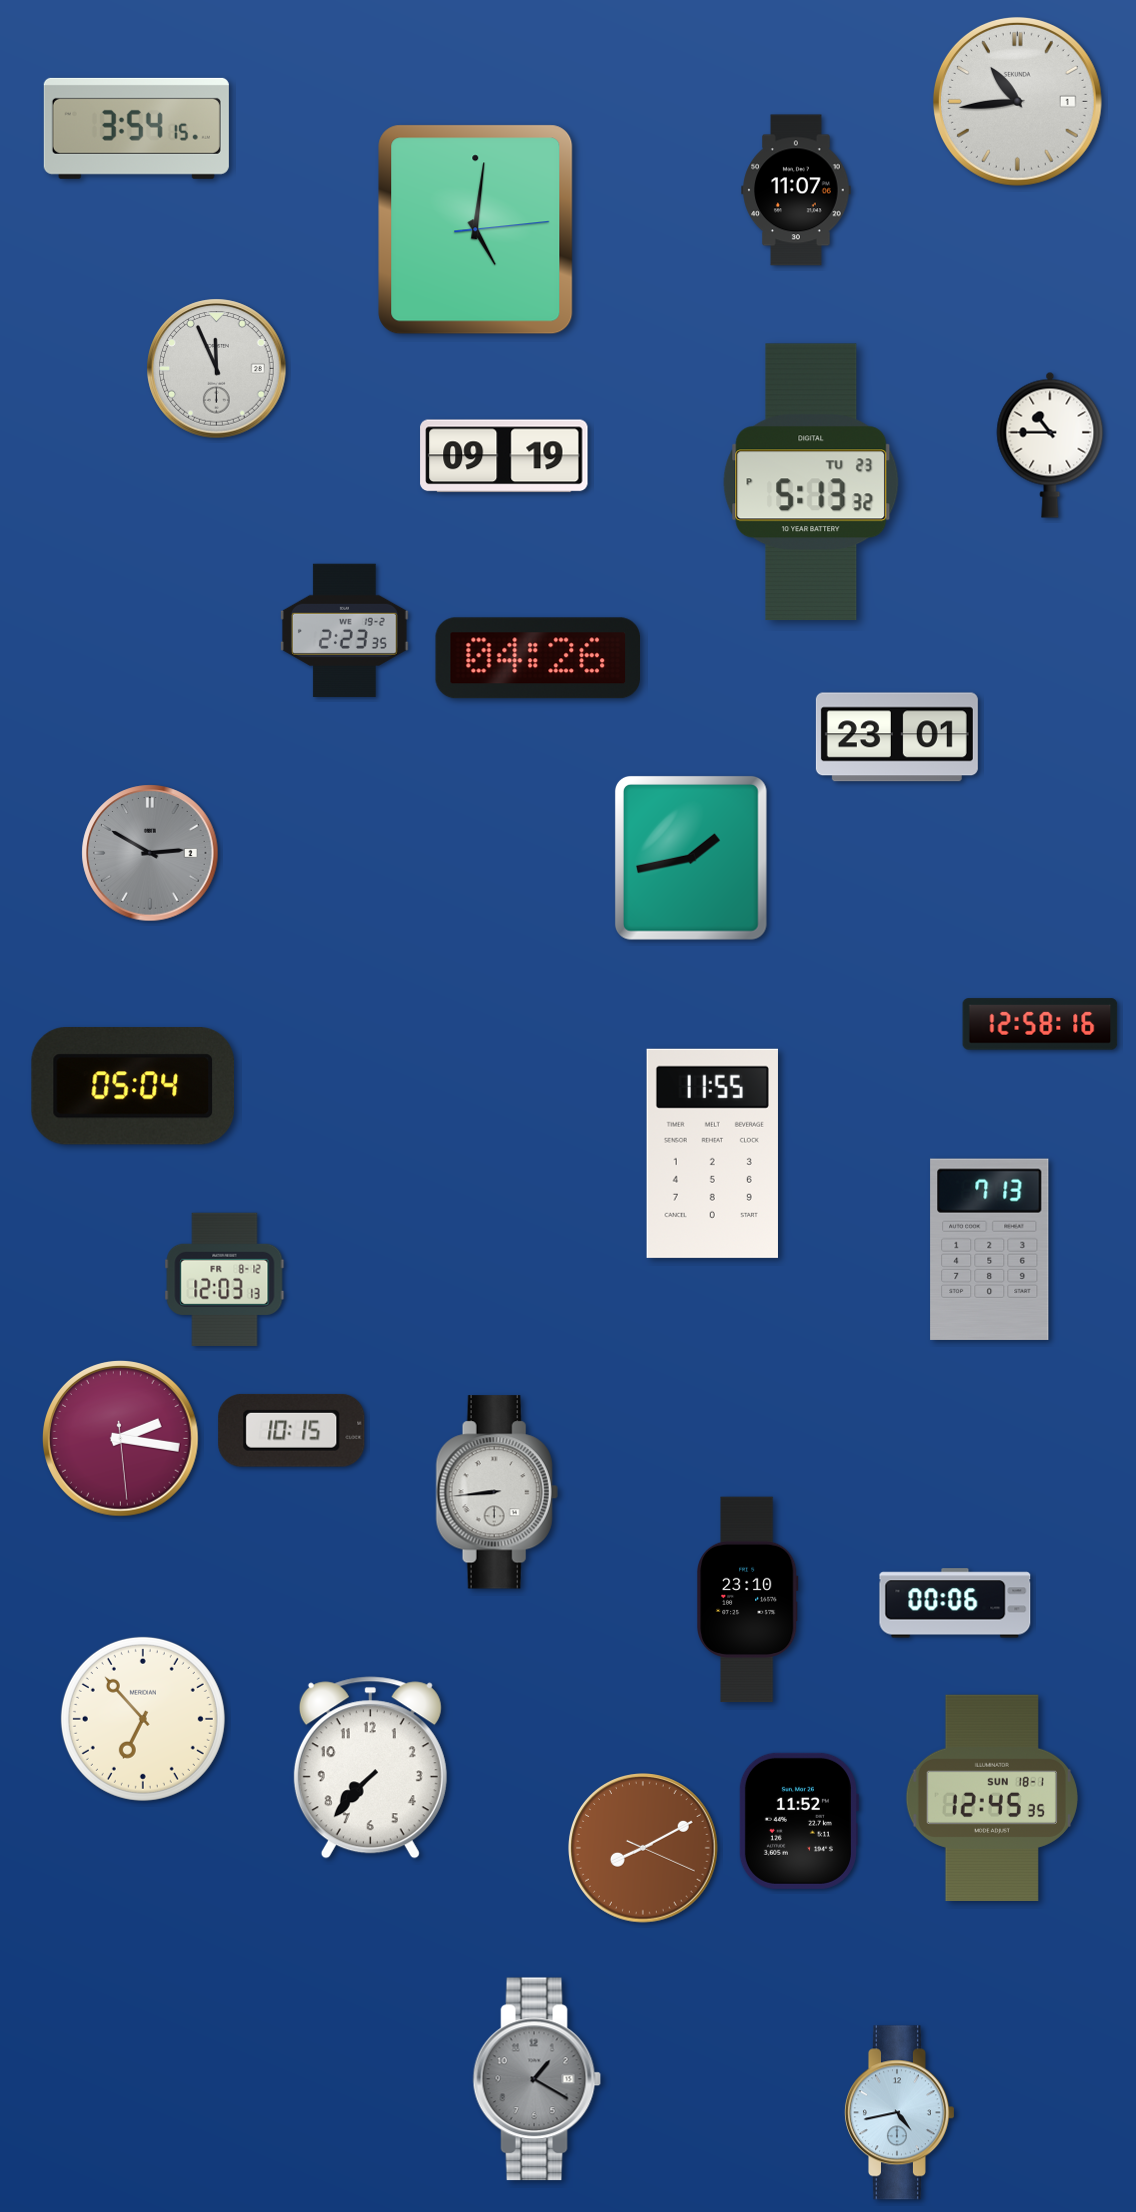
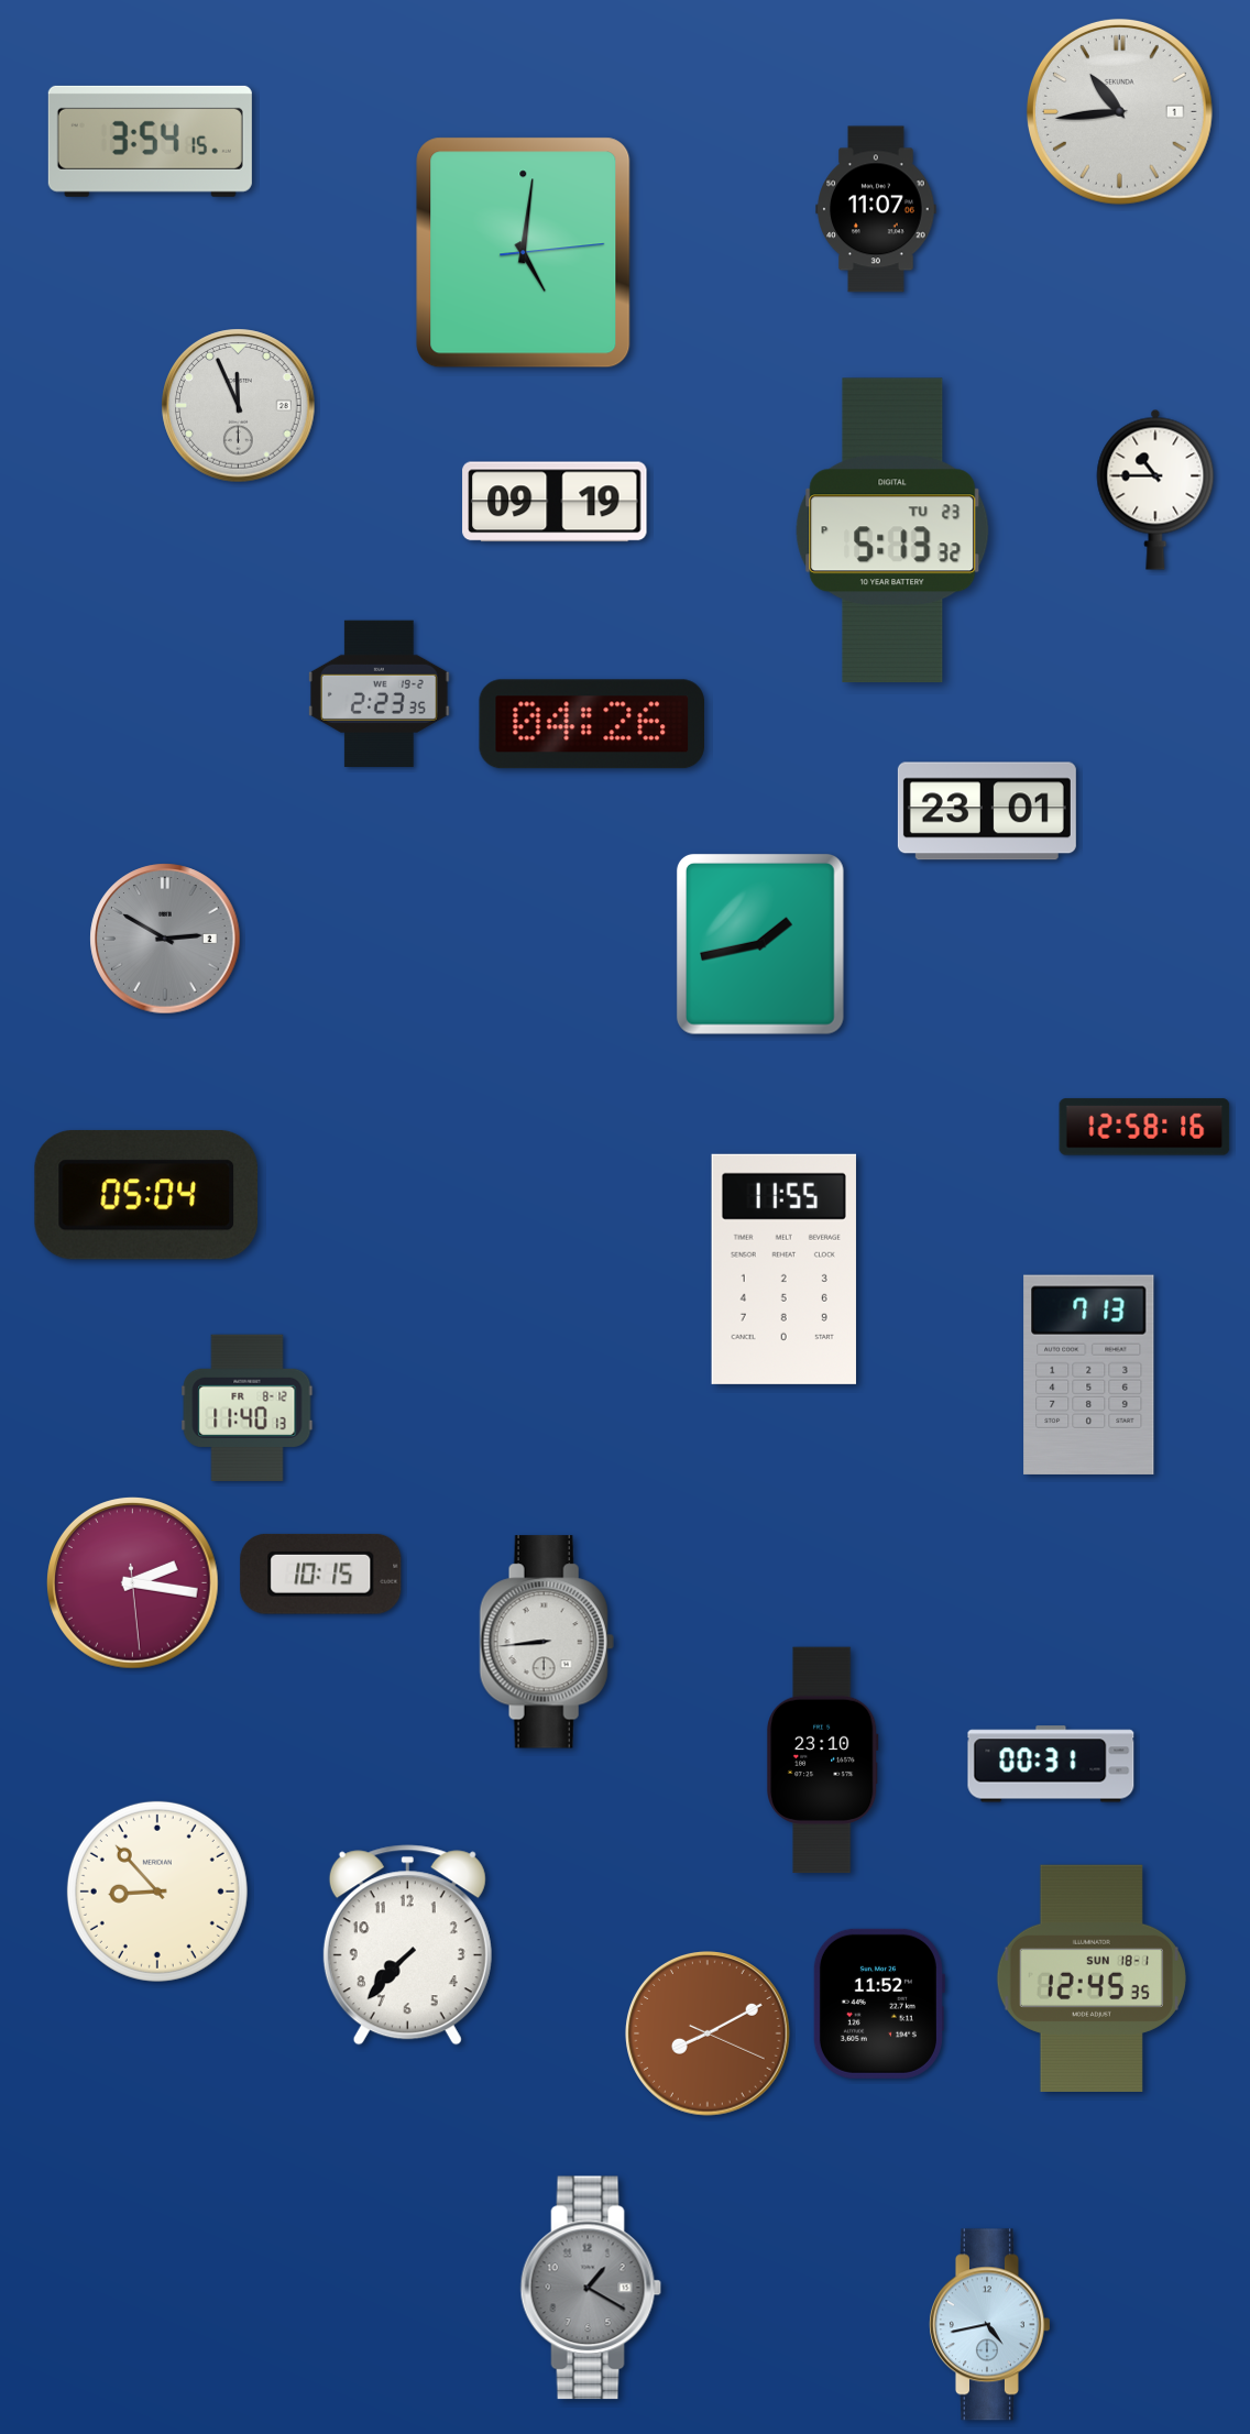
clock at (225, 1279): 12:03 -> 11:40
clock at (955, 1603): 00:06 -> 00:31
clock at (143, 1719): 6:53 -> 8:53
